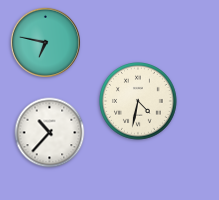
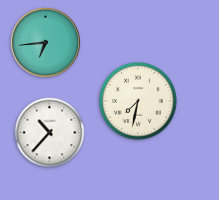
clock at (45, 42): 6:47 -> 6:44
clock at (139, 102): 4:32 -> 7:32
